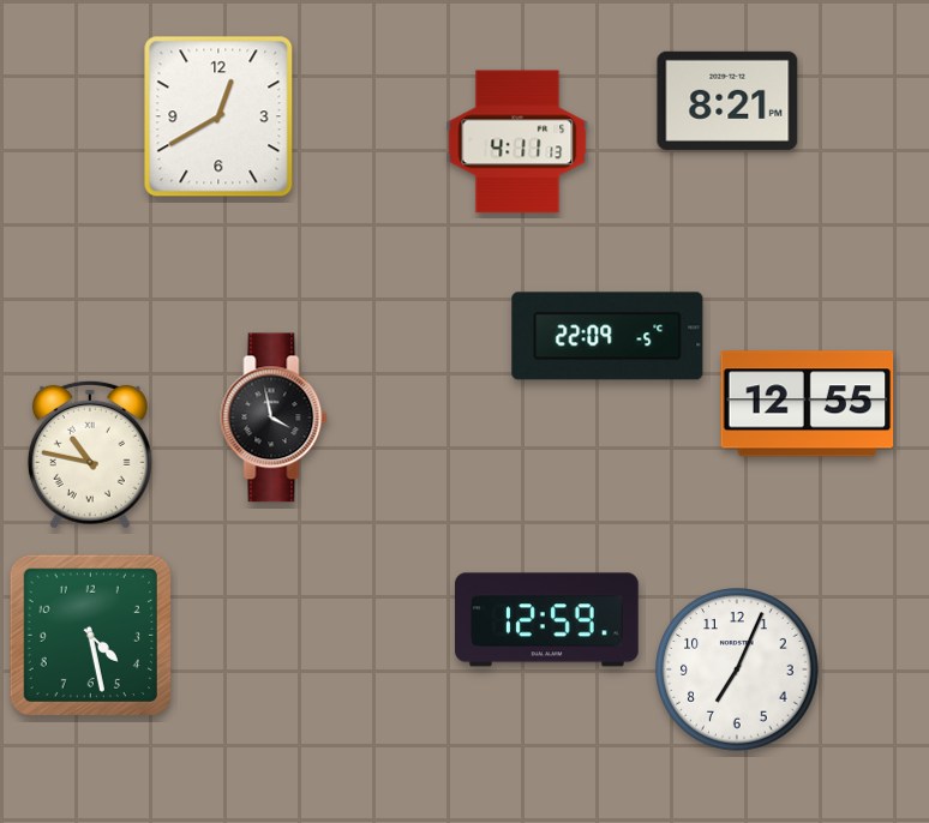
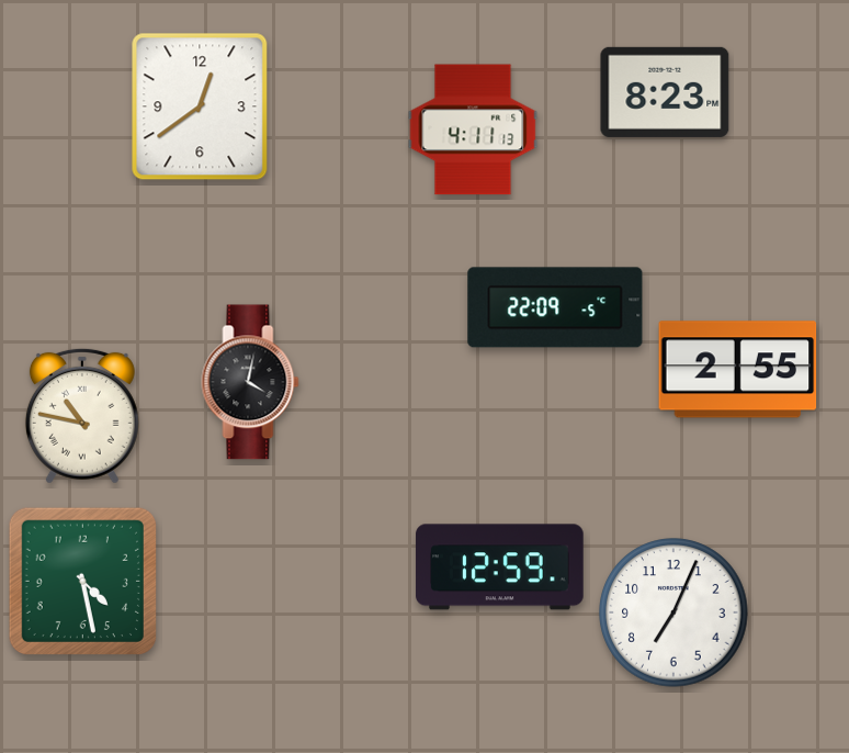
clock at (727, 101): 8:21 -> 8:23
clock at (218, 116): 12:40 -> 12:39
clock at (808, 404): 12:55 -> 2:55
clock at (274, 417): 3:58 -> 4:02
